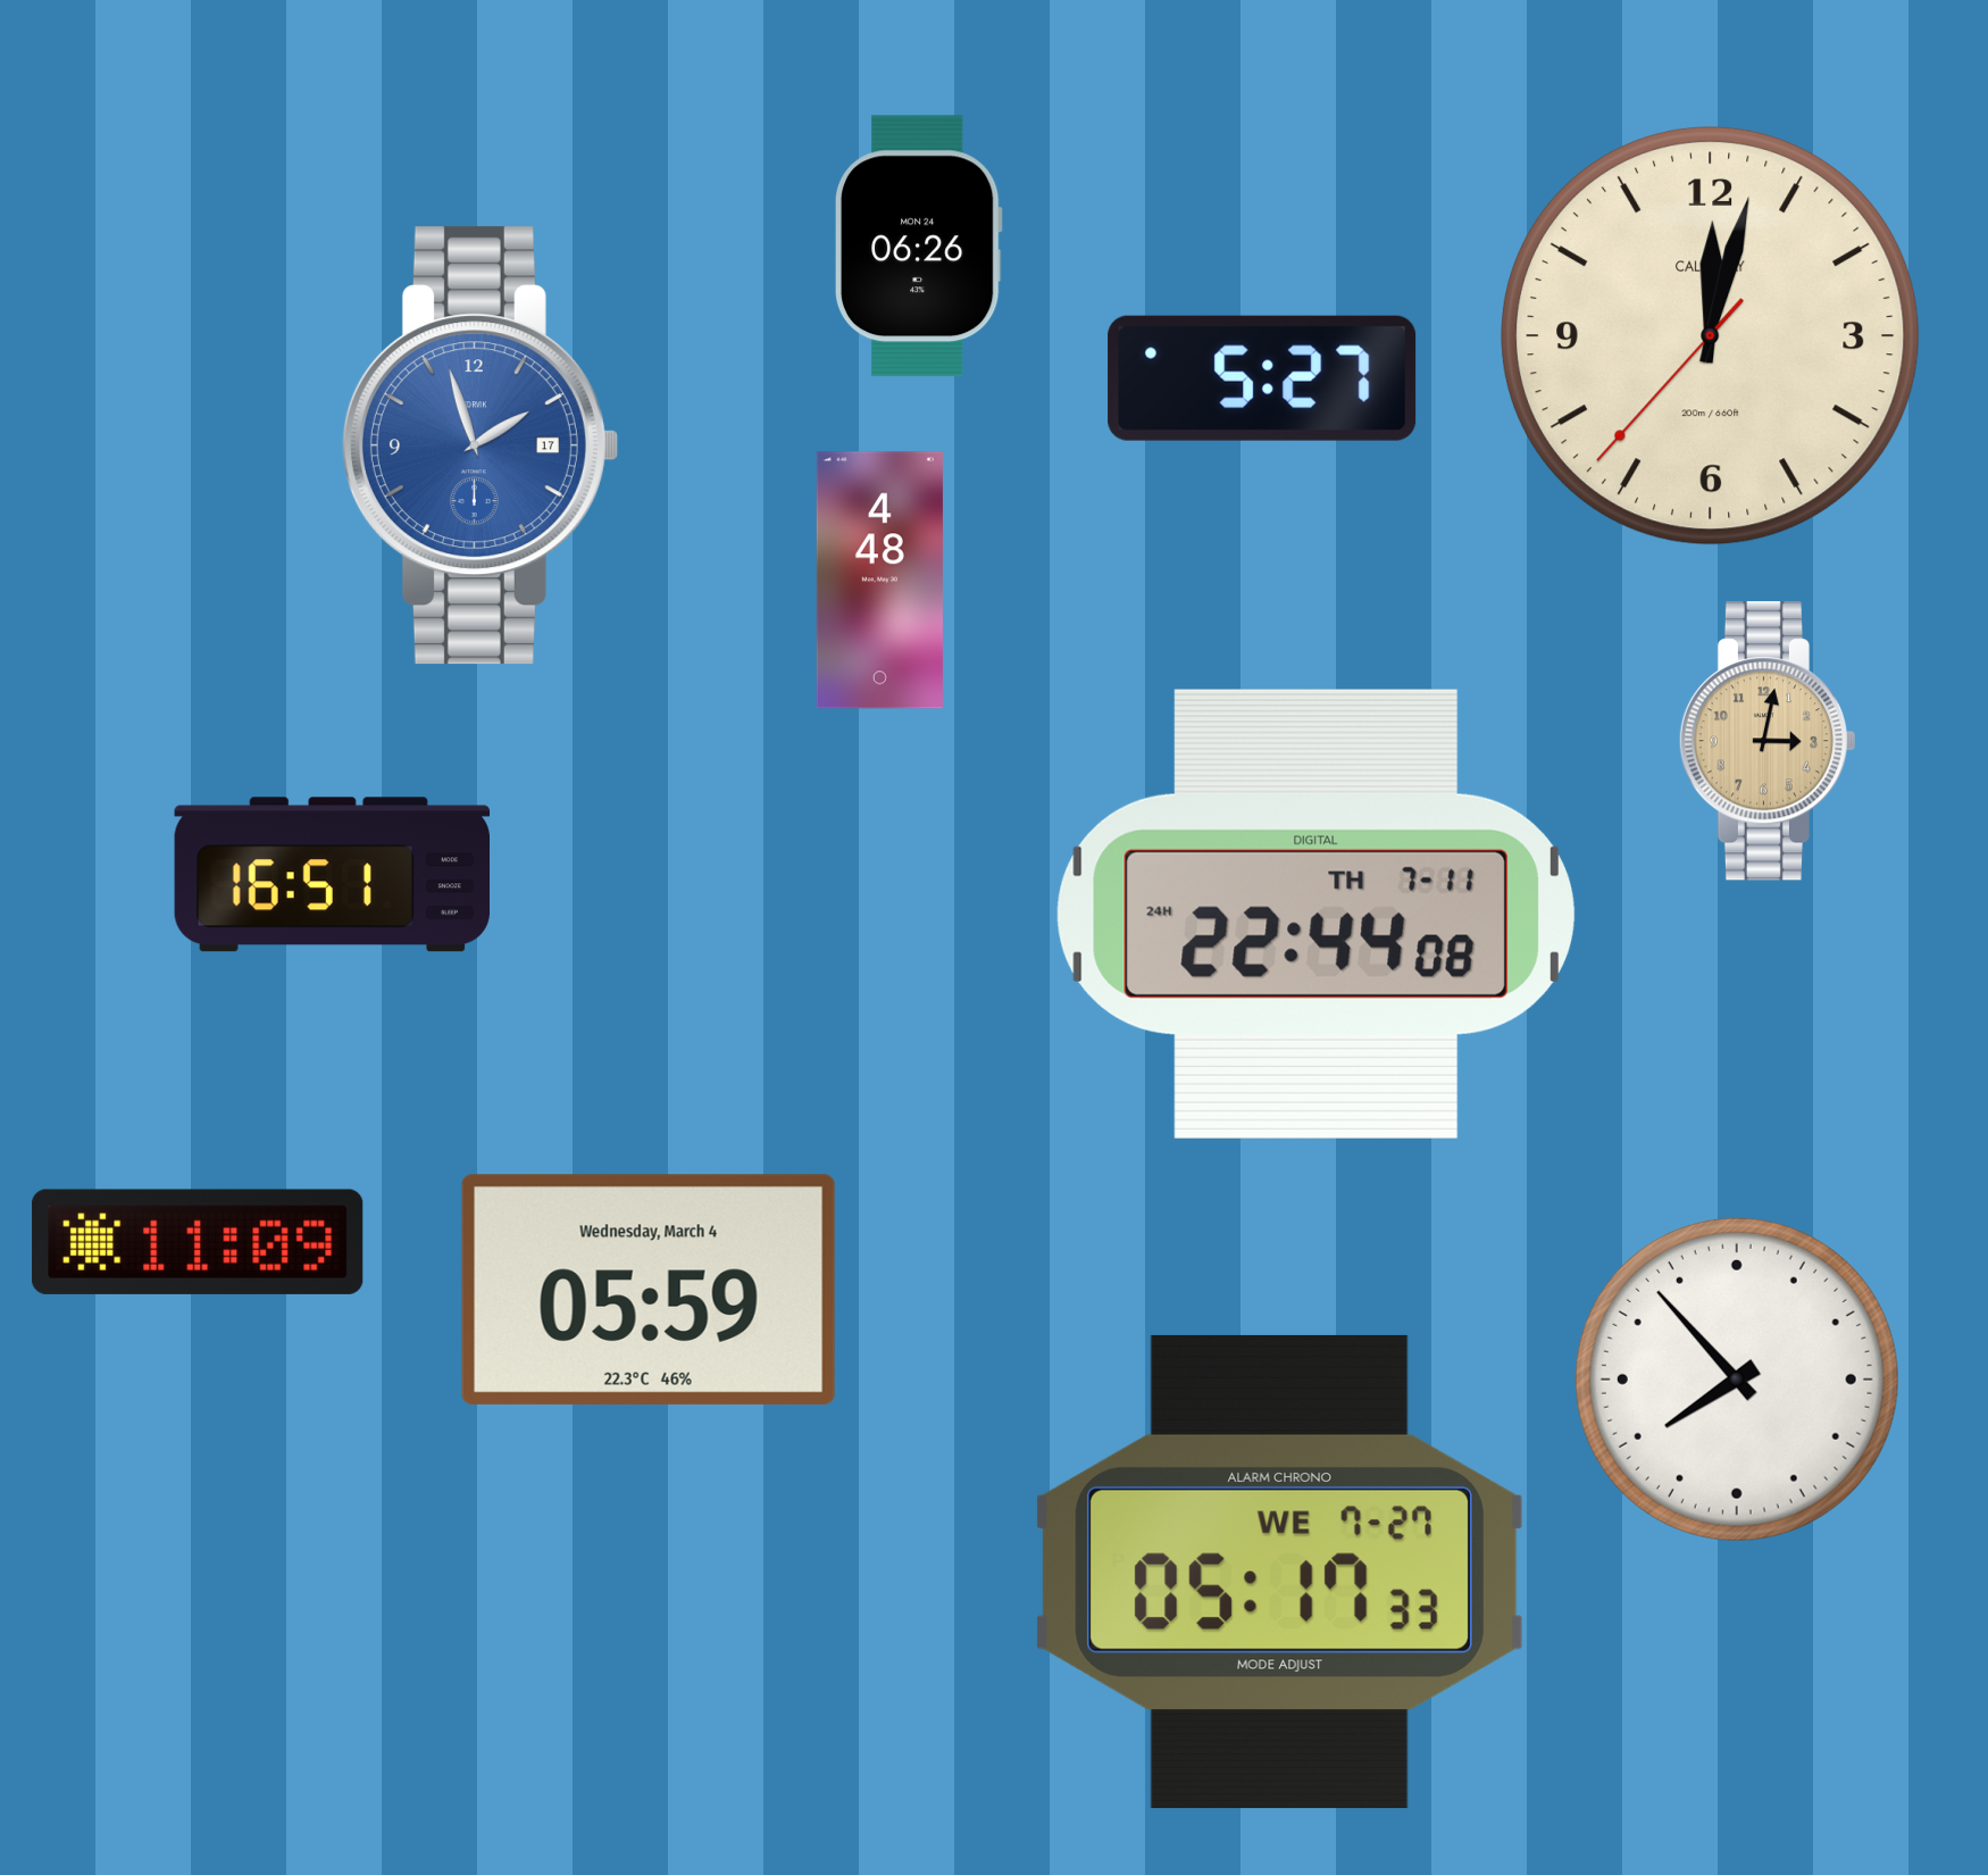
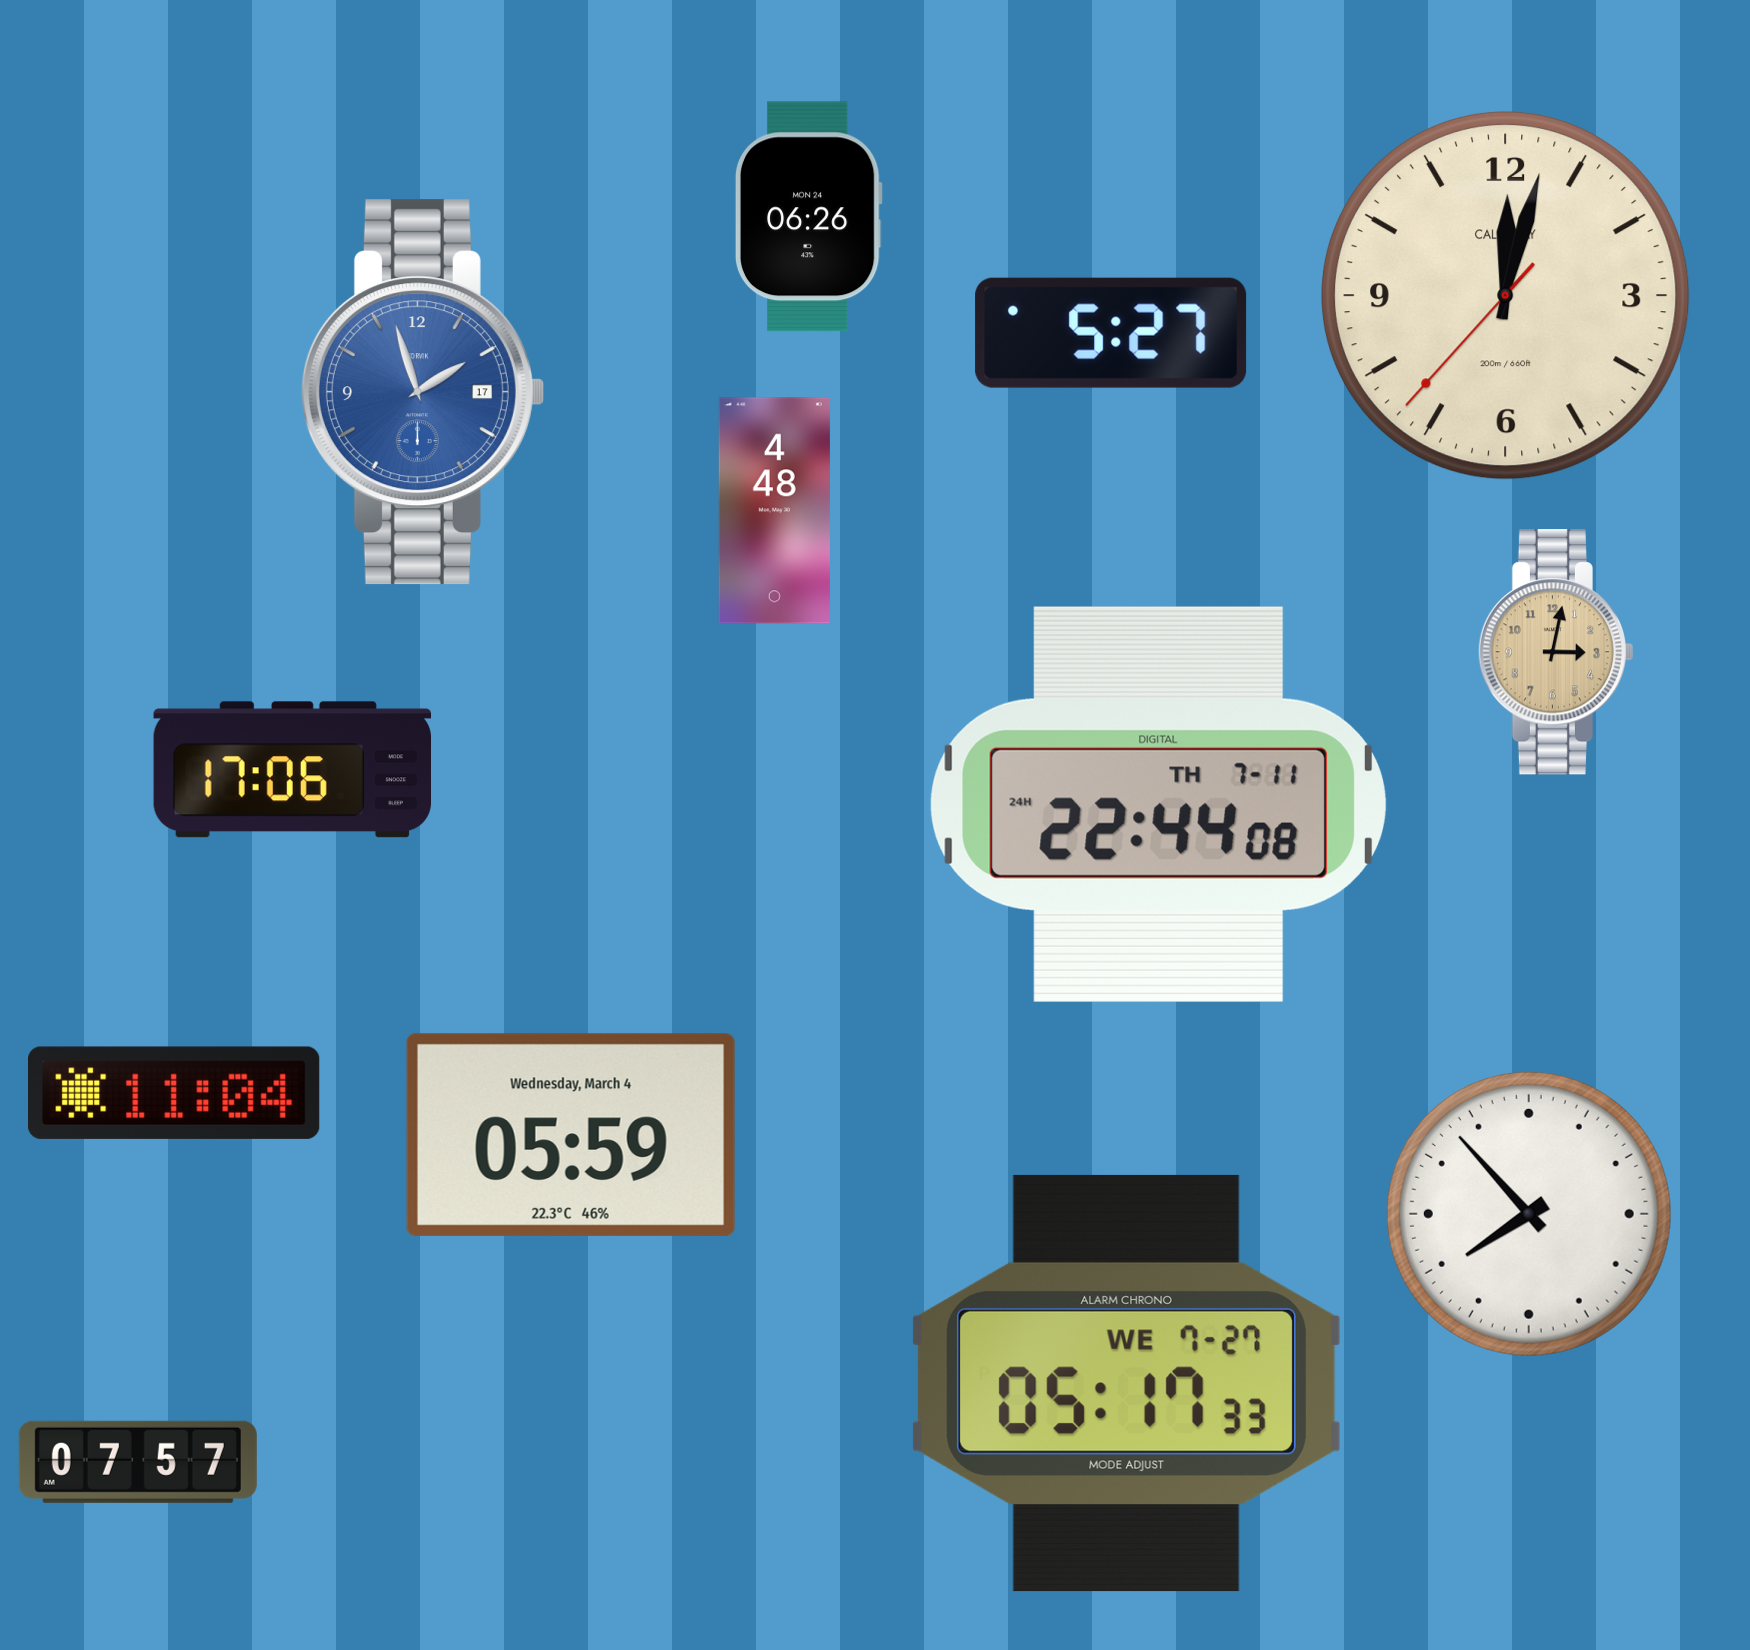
clock at (332, 875): 16:51 -> 17:06
clock at (198, 1242): 11:09 -> 11:04
clock at (138, 1462): none -> 07:57
